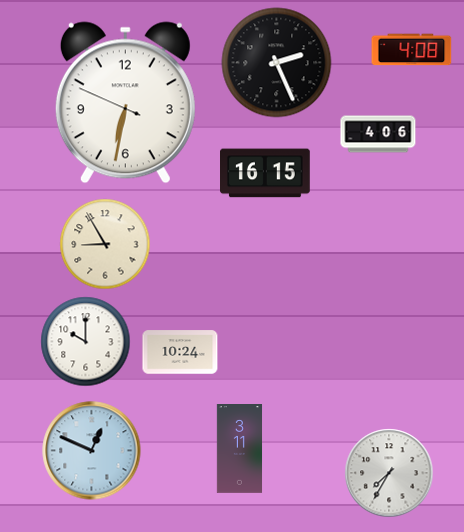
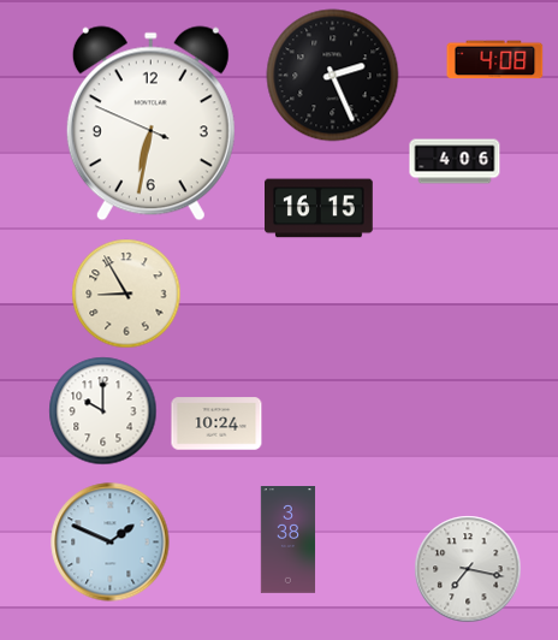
clock at (240, 449): 3:11 -> 3:38
clock at (92, 451): 12:49 -> 1:49
clock at (389, 473): 7:35 -> 7:17
